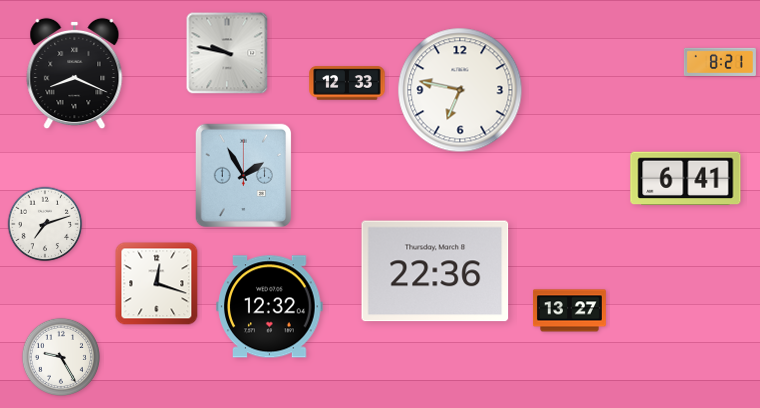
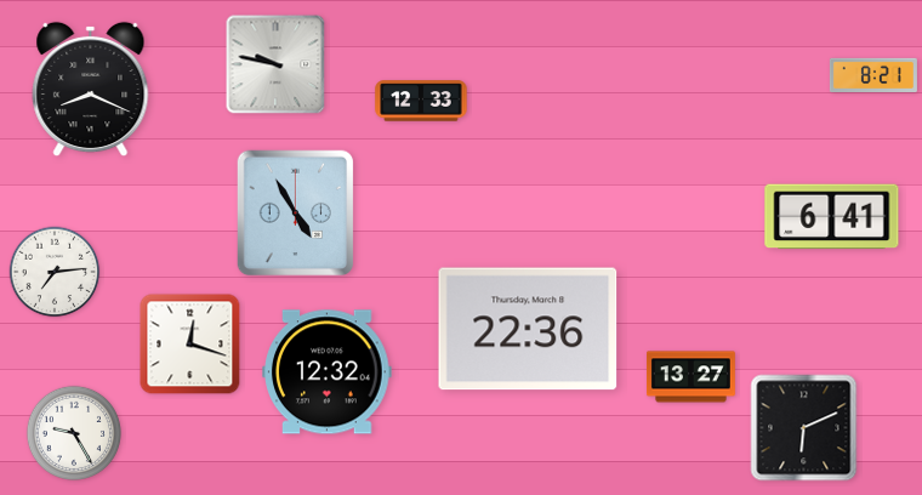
clock at (460, 90): 6:47 -> none
clock at (243, 176): 1:55 -> 4:55
clock at (45, 224): 7:12 -> 7:14
clock at (804, 428): none -> 6:11
